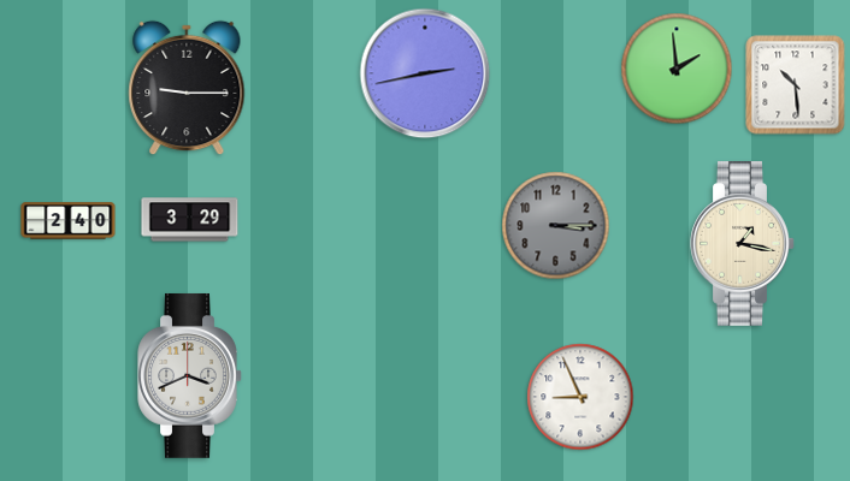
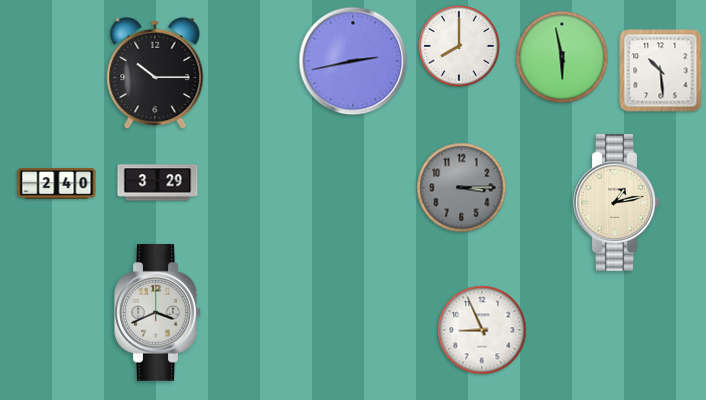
clock at (460, 47): none -> 8:00
clock at (677, 69): 1:59 -> 5:58
clock at (187, 88): 9:15 -> 10:15
clock at (743, 244): 1:17 -> 1:13
